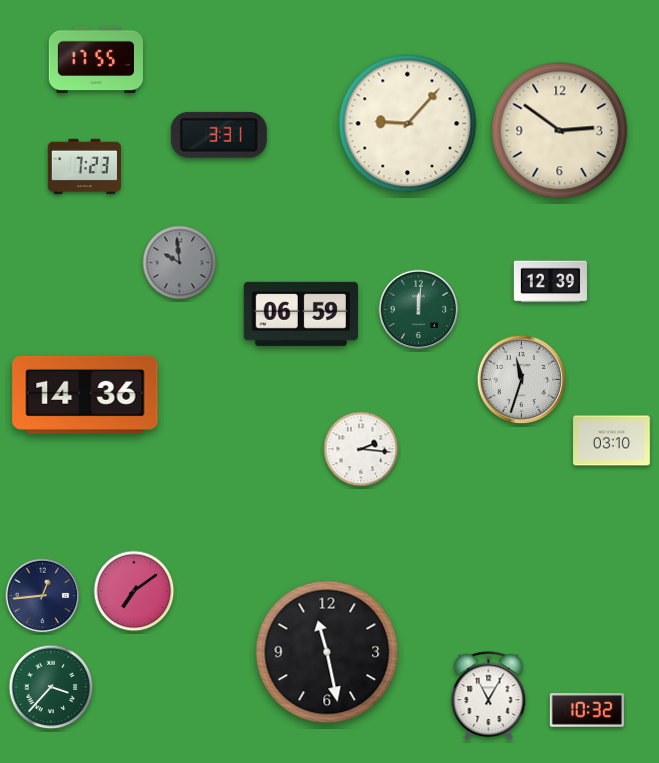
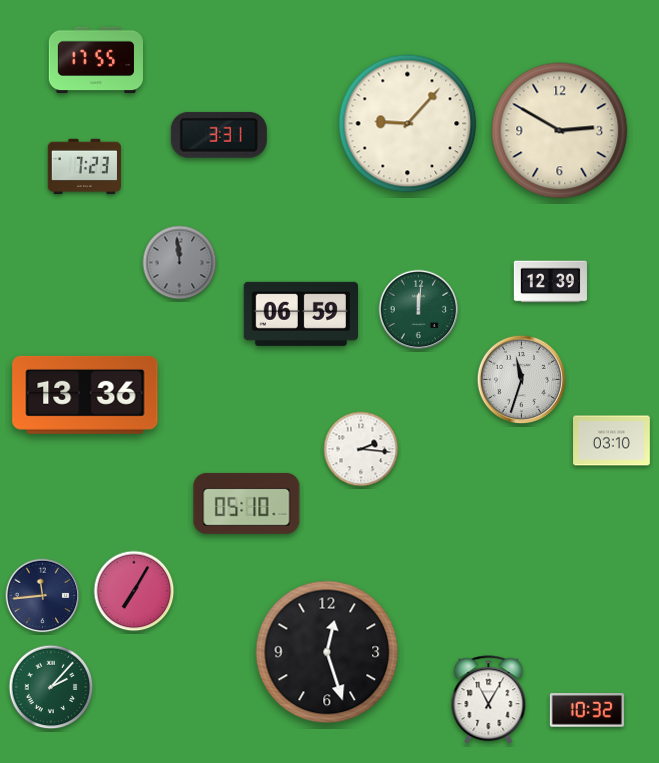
clock at (560, 131): 2:51 -> 2:50
clock at (180, 263): 9:59 -> 11:59
clock at (85, 395): 14:36 -> 13:36
clock at (247, 503): none -> 05:10
clock at (134, 591): 7:09 -> 7:05
clock at (43, 596): 12:44 -> 11:44
clock at (327, 652): 11:28 -> 12:27
clock at (51, 687): 3:37 -> 2:07
clock at (489, 696) position: (489, 696) -> (489, 700)
